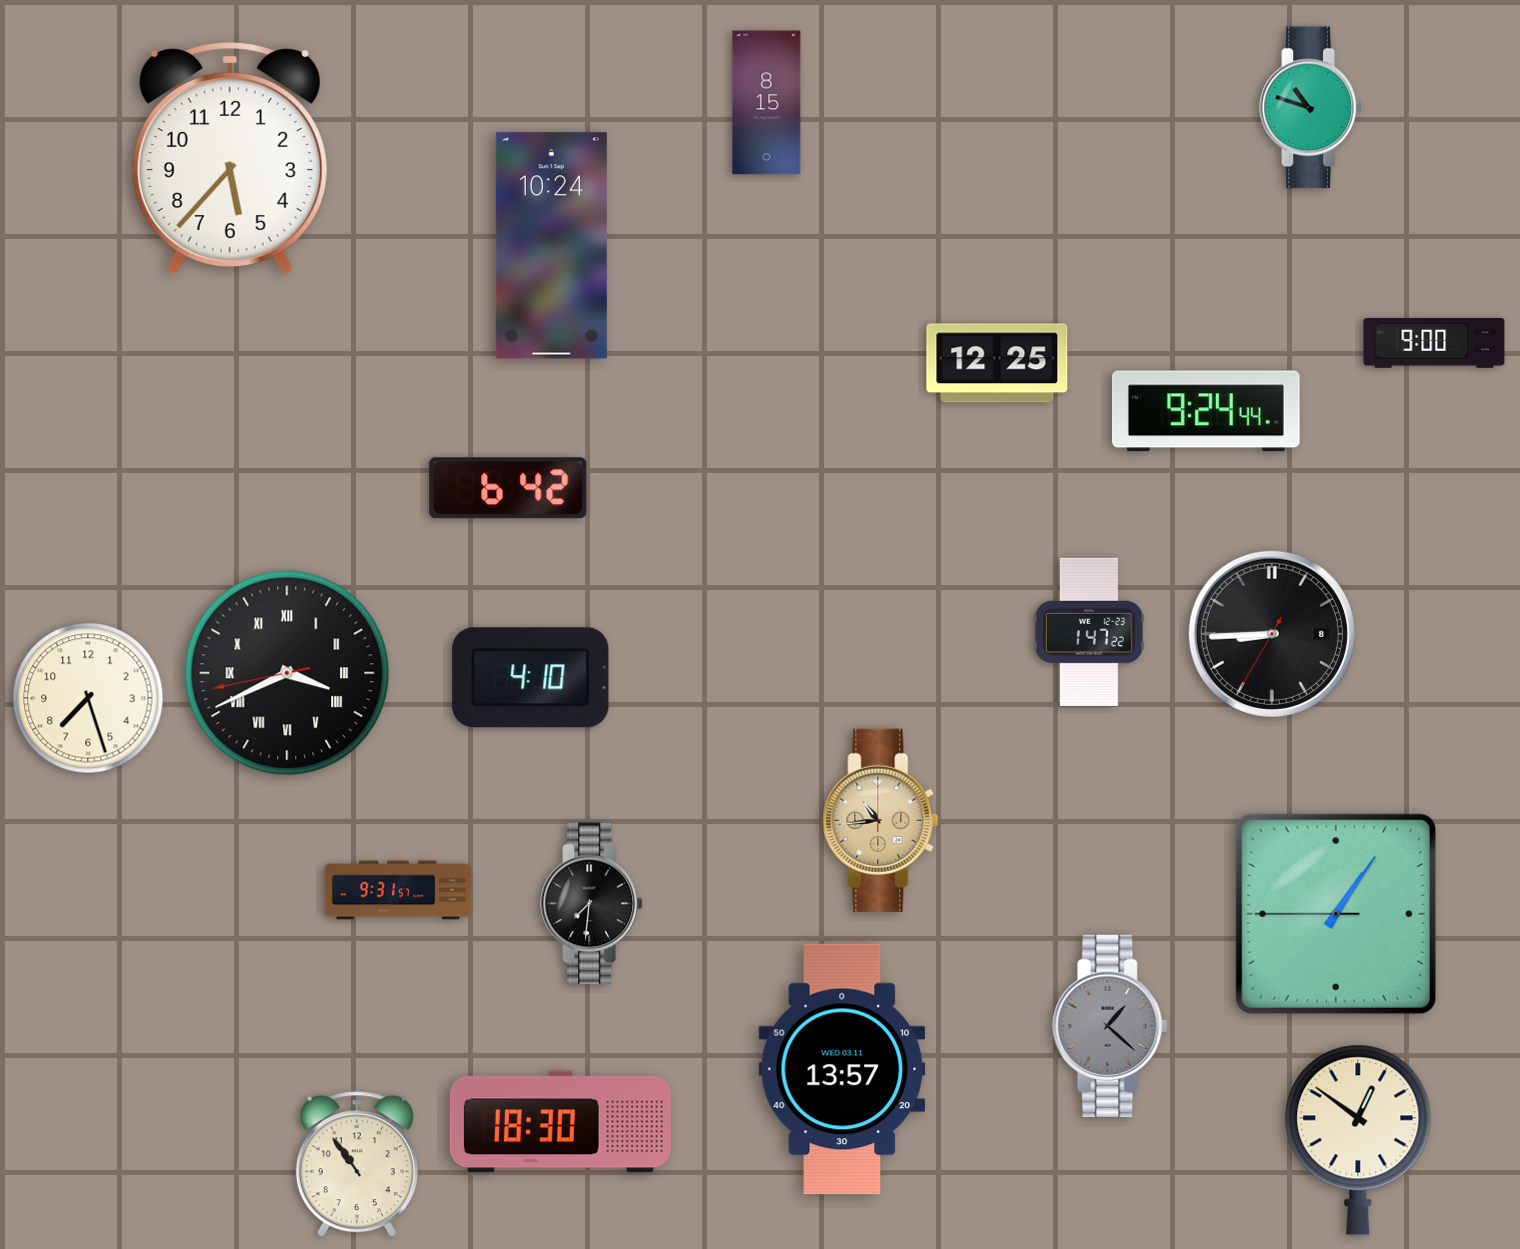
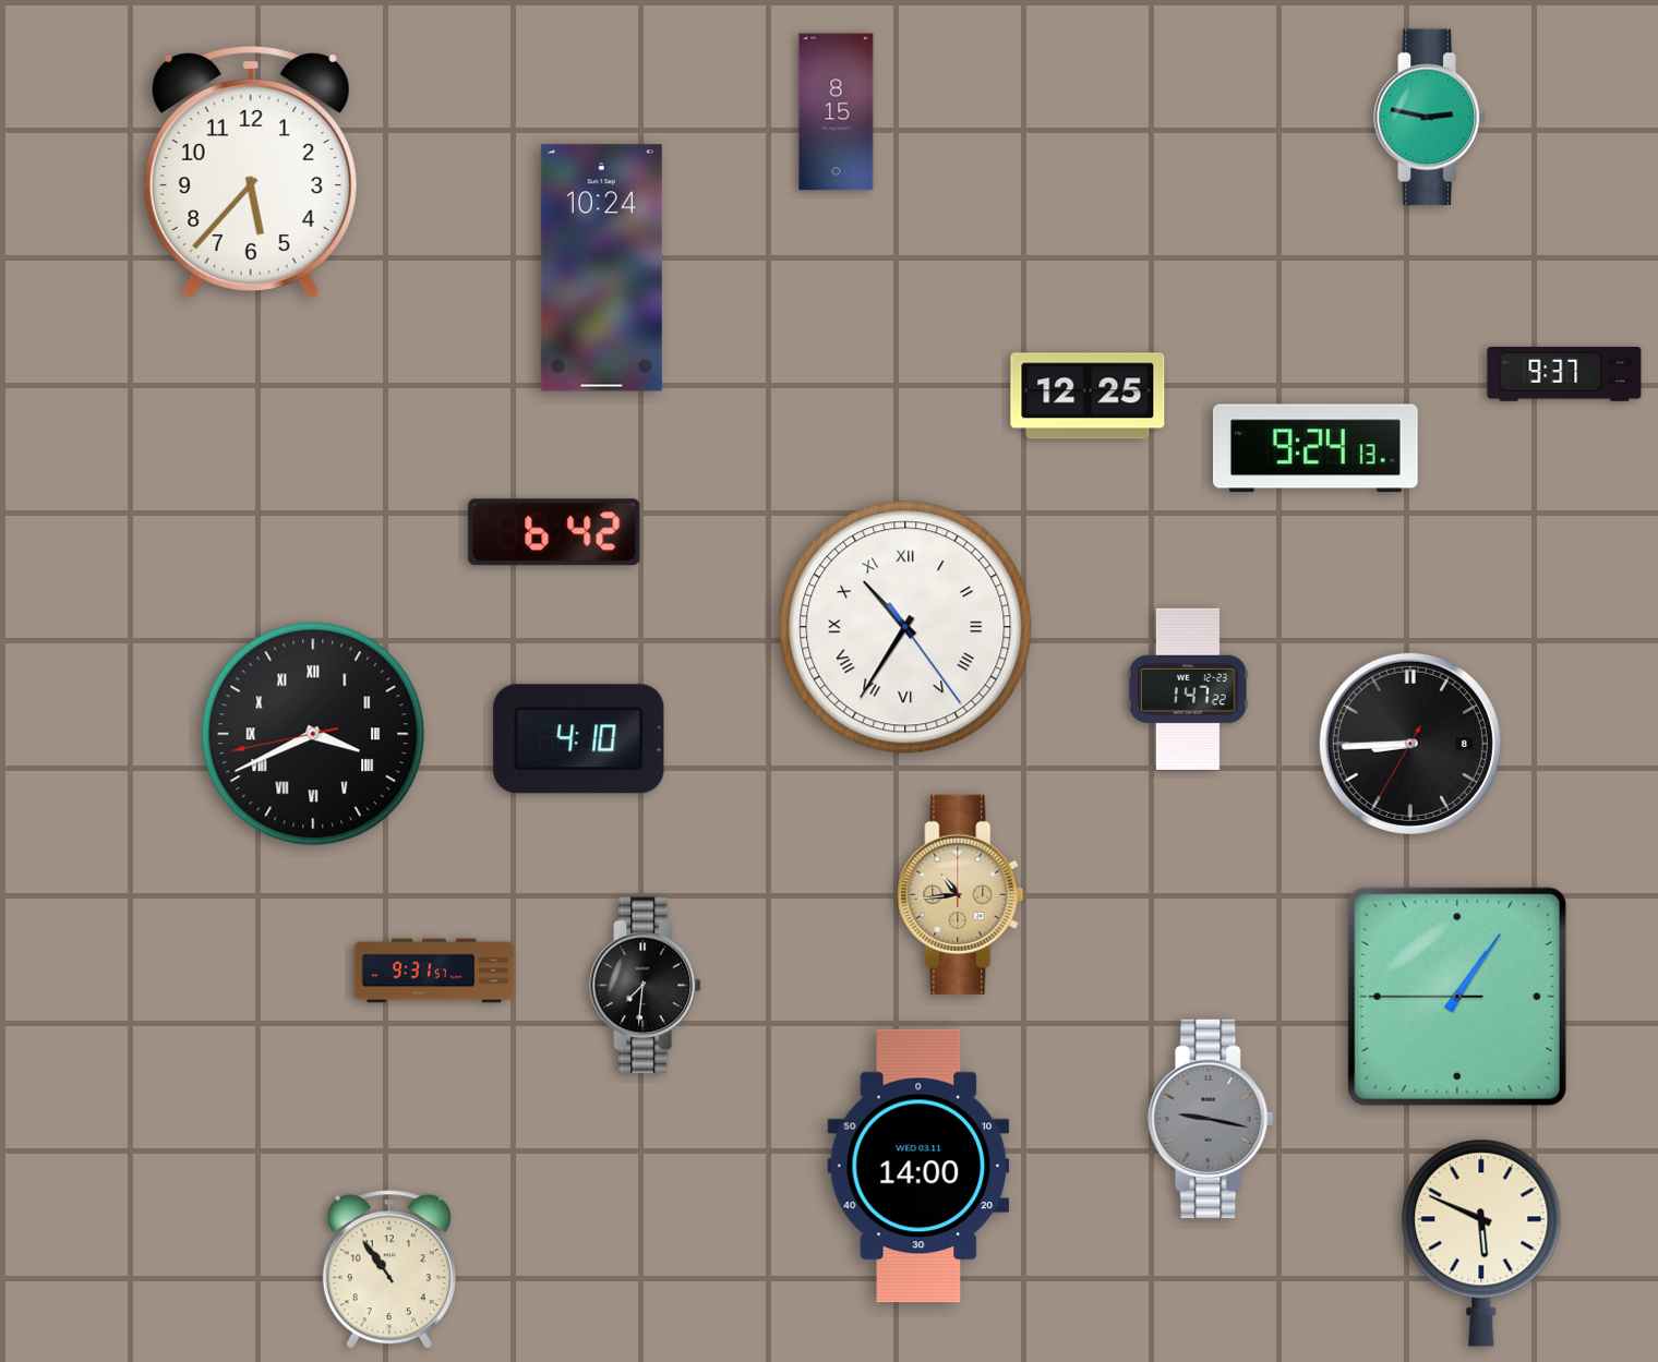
clock at (1310, 108): 10:48 -> 2:47
clock at (1434, 344): 9:00 -> 9:37
clock at (1206, 411): 9:24:44 -> 9:24:13
clock at (905, 627): none -> 10:35
clock at (1272, 634) position: (1272, 634) -> (1410, 744)
clock at (88, 698): 7:27 -> none
clock at (1110, 1026): 1:22 -> 9:17
clock at (842, 1069): 13:57 -> 14:00
clock at (560, 1122): 18:30 -> none
clock at (1358, 1140): 12:51 -> 5:49
